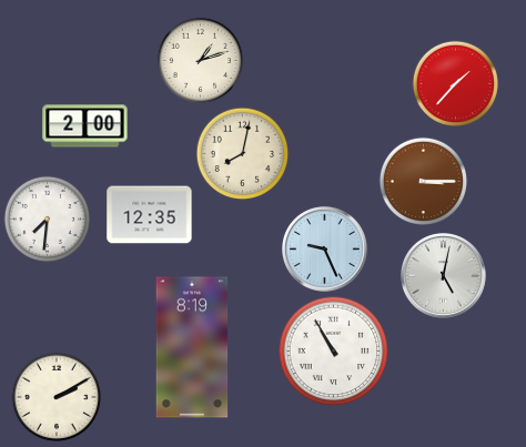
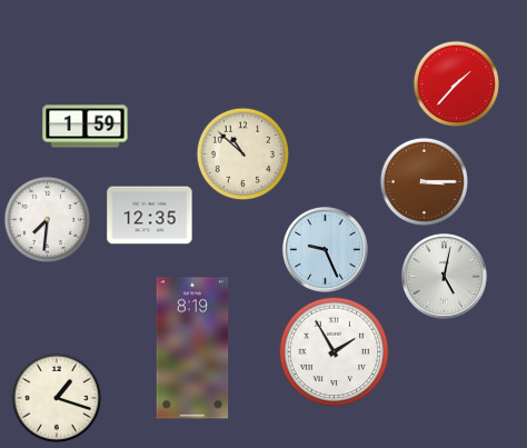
clock at (200, 60): 1:12 -> none
clock at (85, 126): 2:00 -> 1:59
clock at (242, 153): 8:02 -> 10:52
clock at (334, 352): 10:55 -> 1:55
clock at (55, 396): 2:10 -> 1:18
